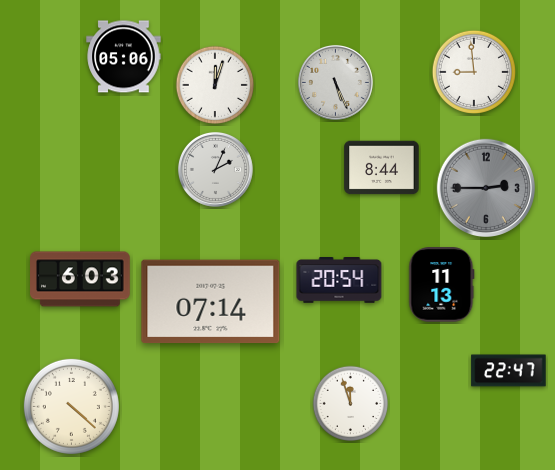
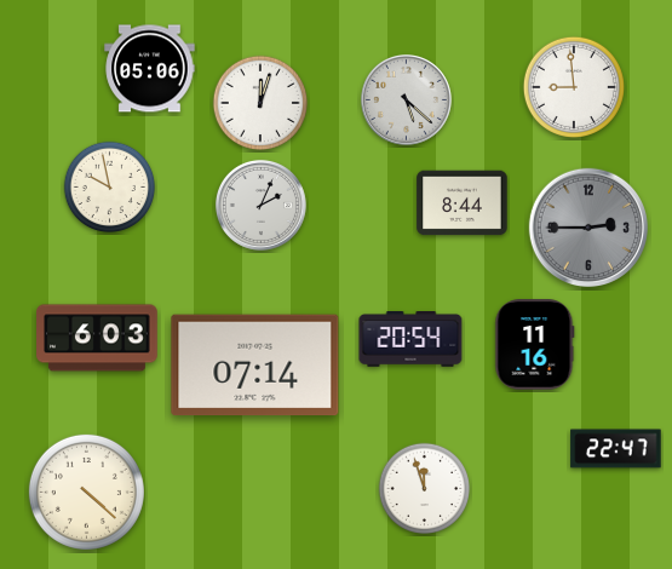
clock at (335, 82): 5:26 -> 5:22
clock at (110, 188): none -> 9:58
clock at (442, 285): 11:13 -> 11:16
